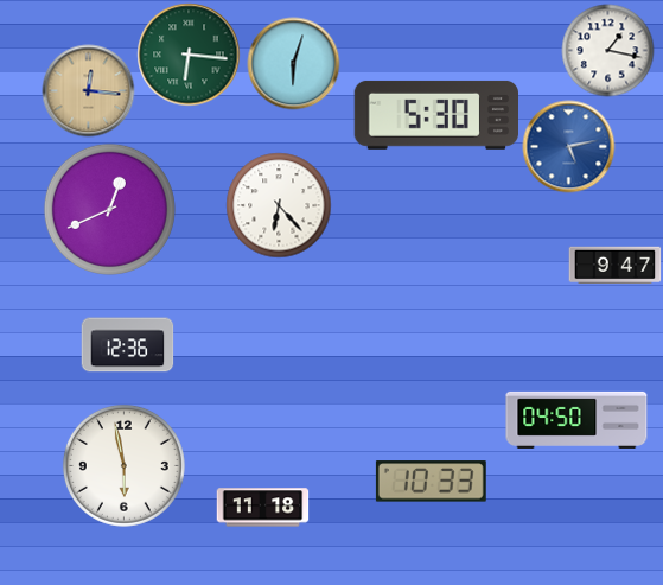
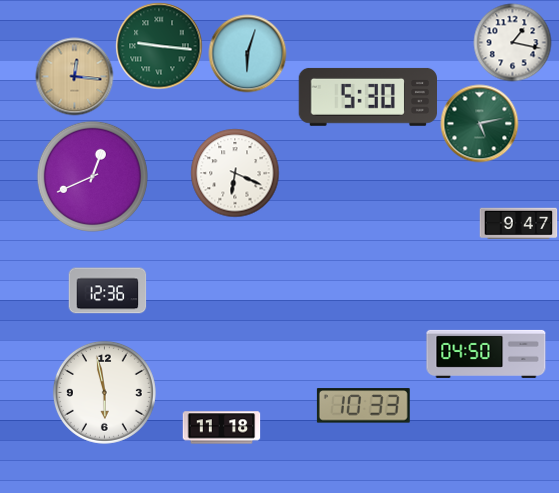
clock at (189, 55): 6:16 -> 9:16
clock at (568, 146) dial: blue -> green
clock at (279, 205): 6:23 -> 6:19
